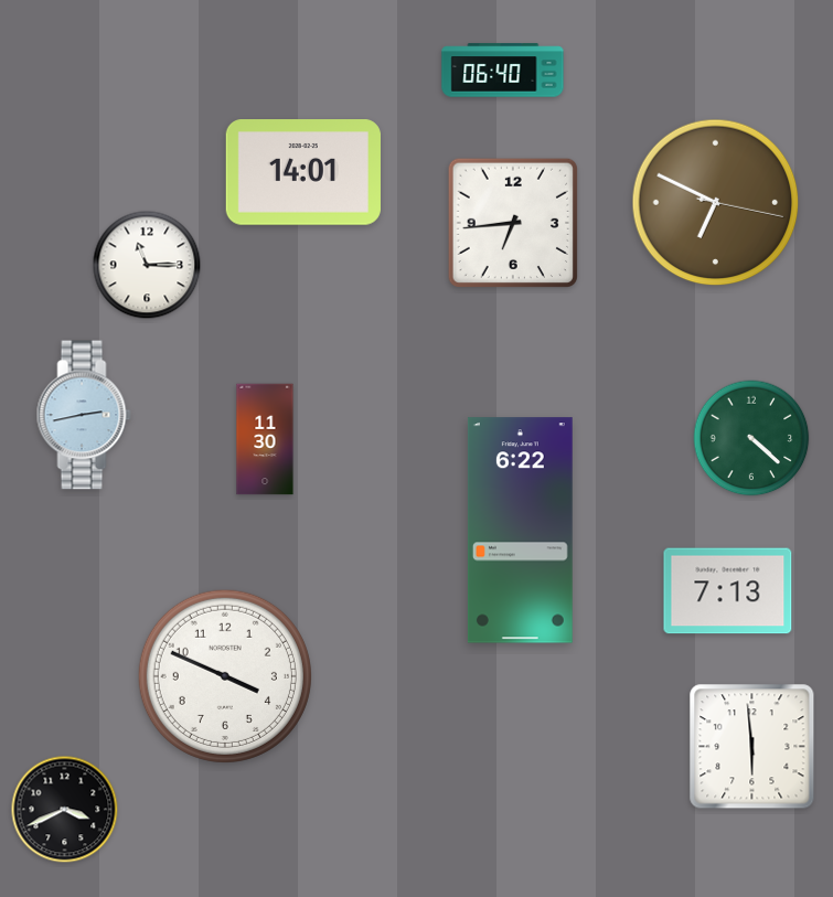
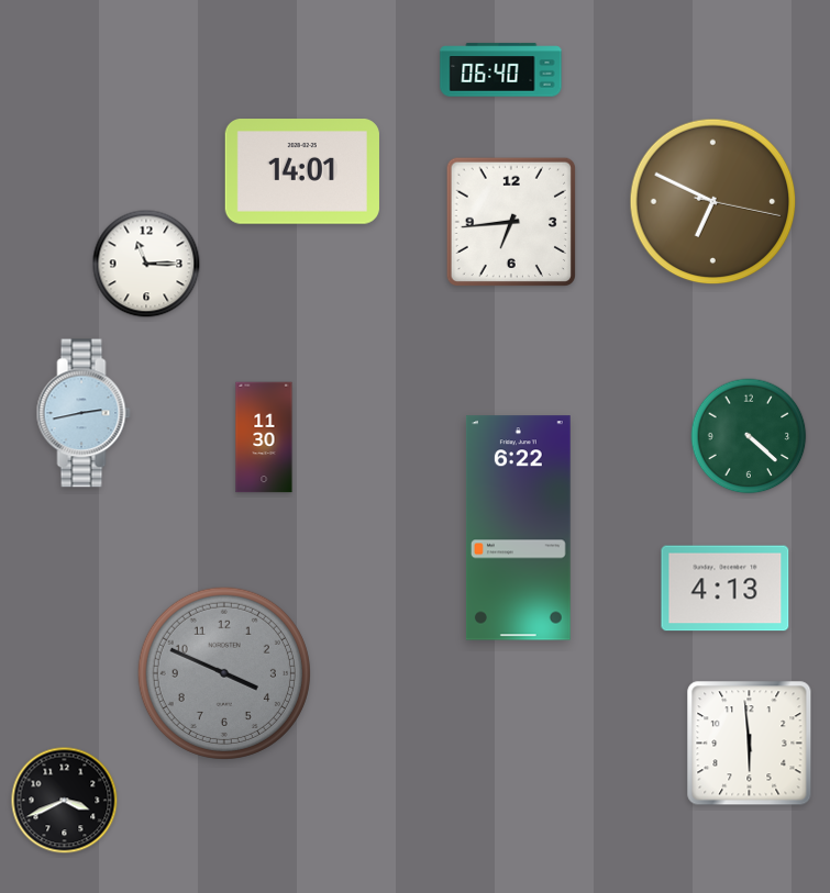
clock at (728, 591): 7:13 -> 4:13
clock at (225, 676) dial: white -> grey
clock at (65, 810) position: (65, 810) -> (65, 801)
